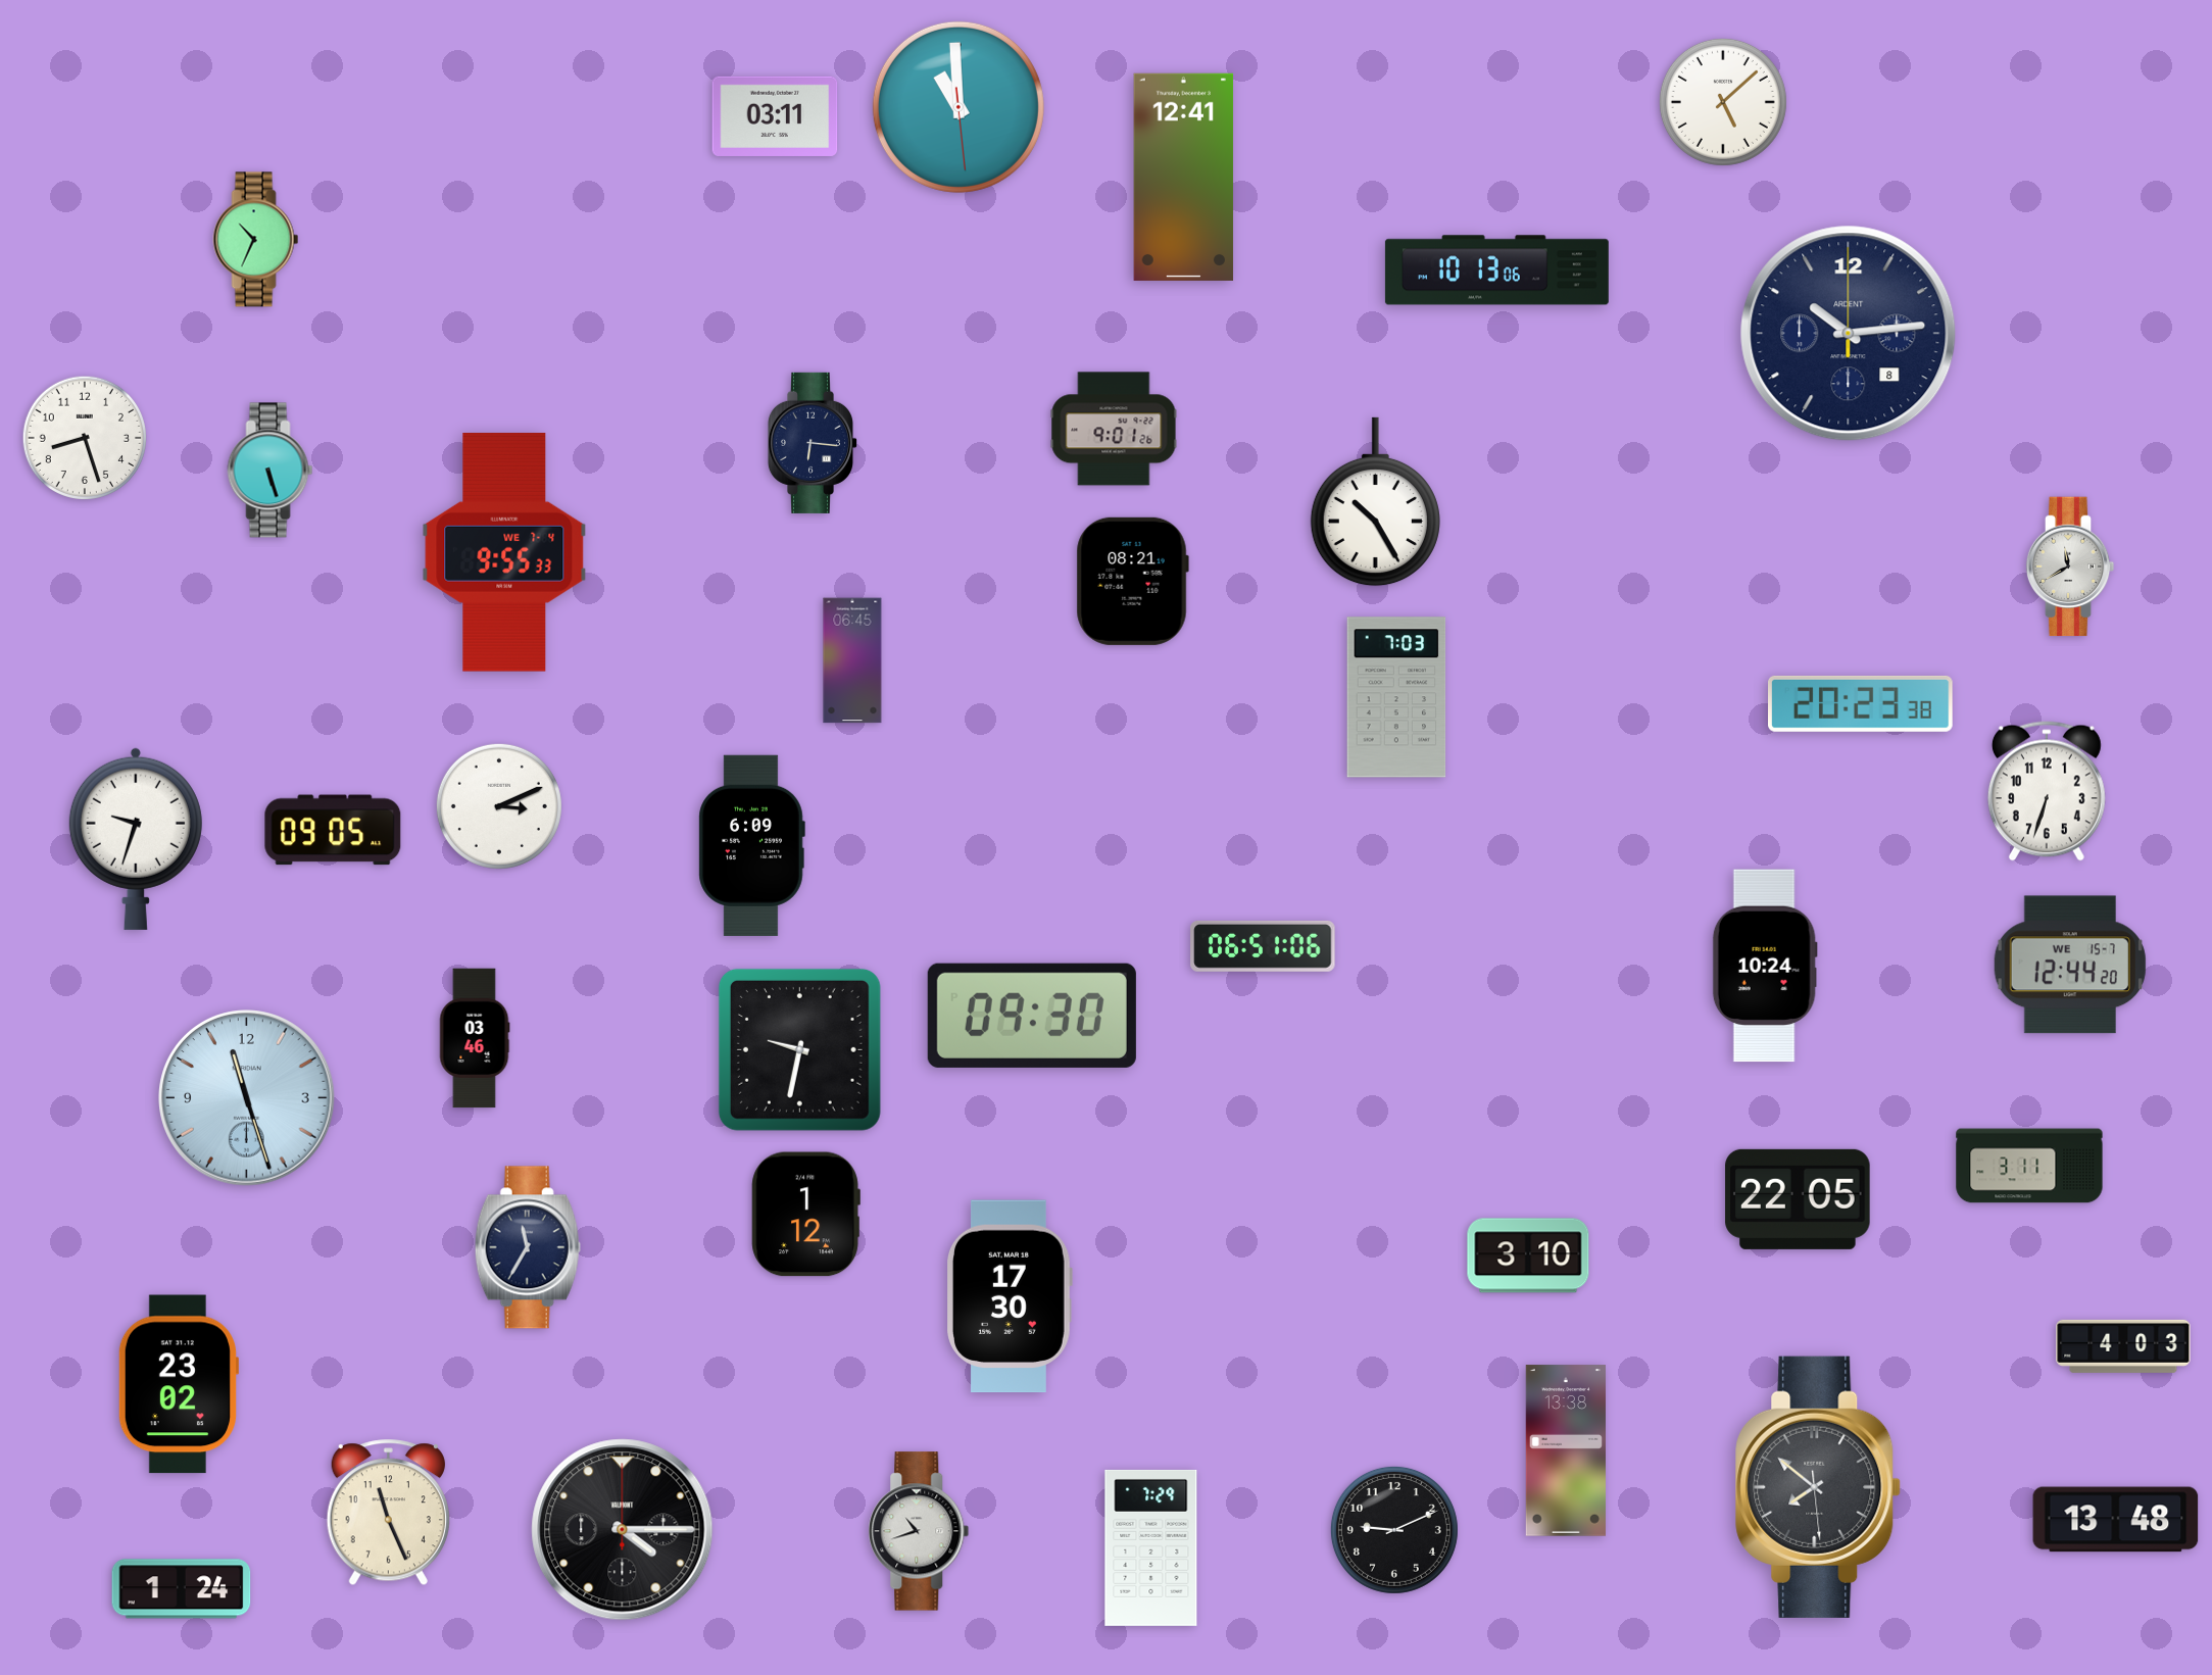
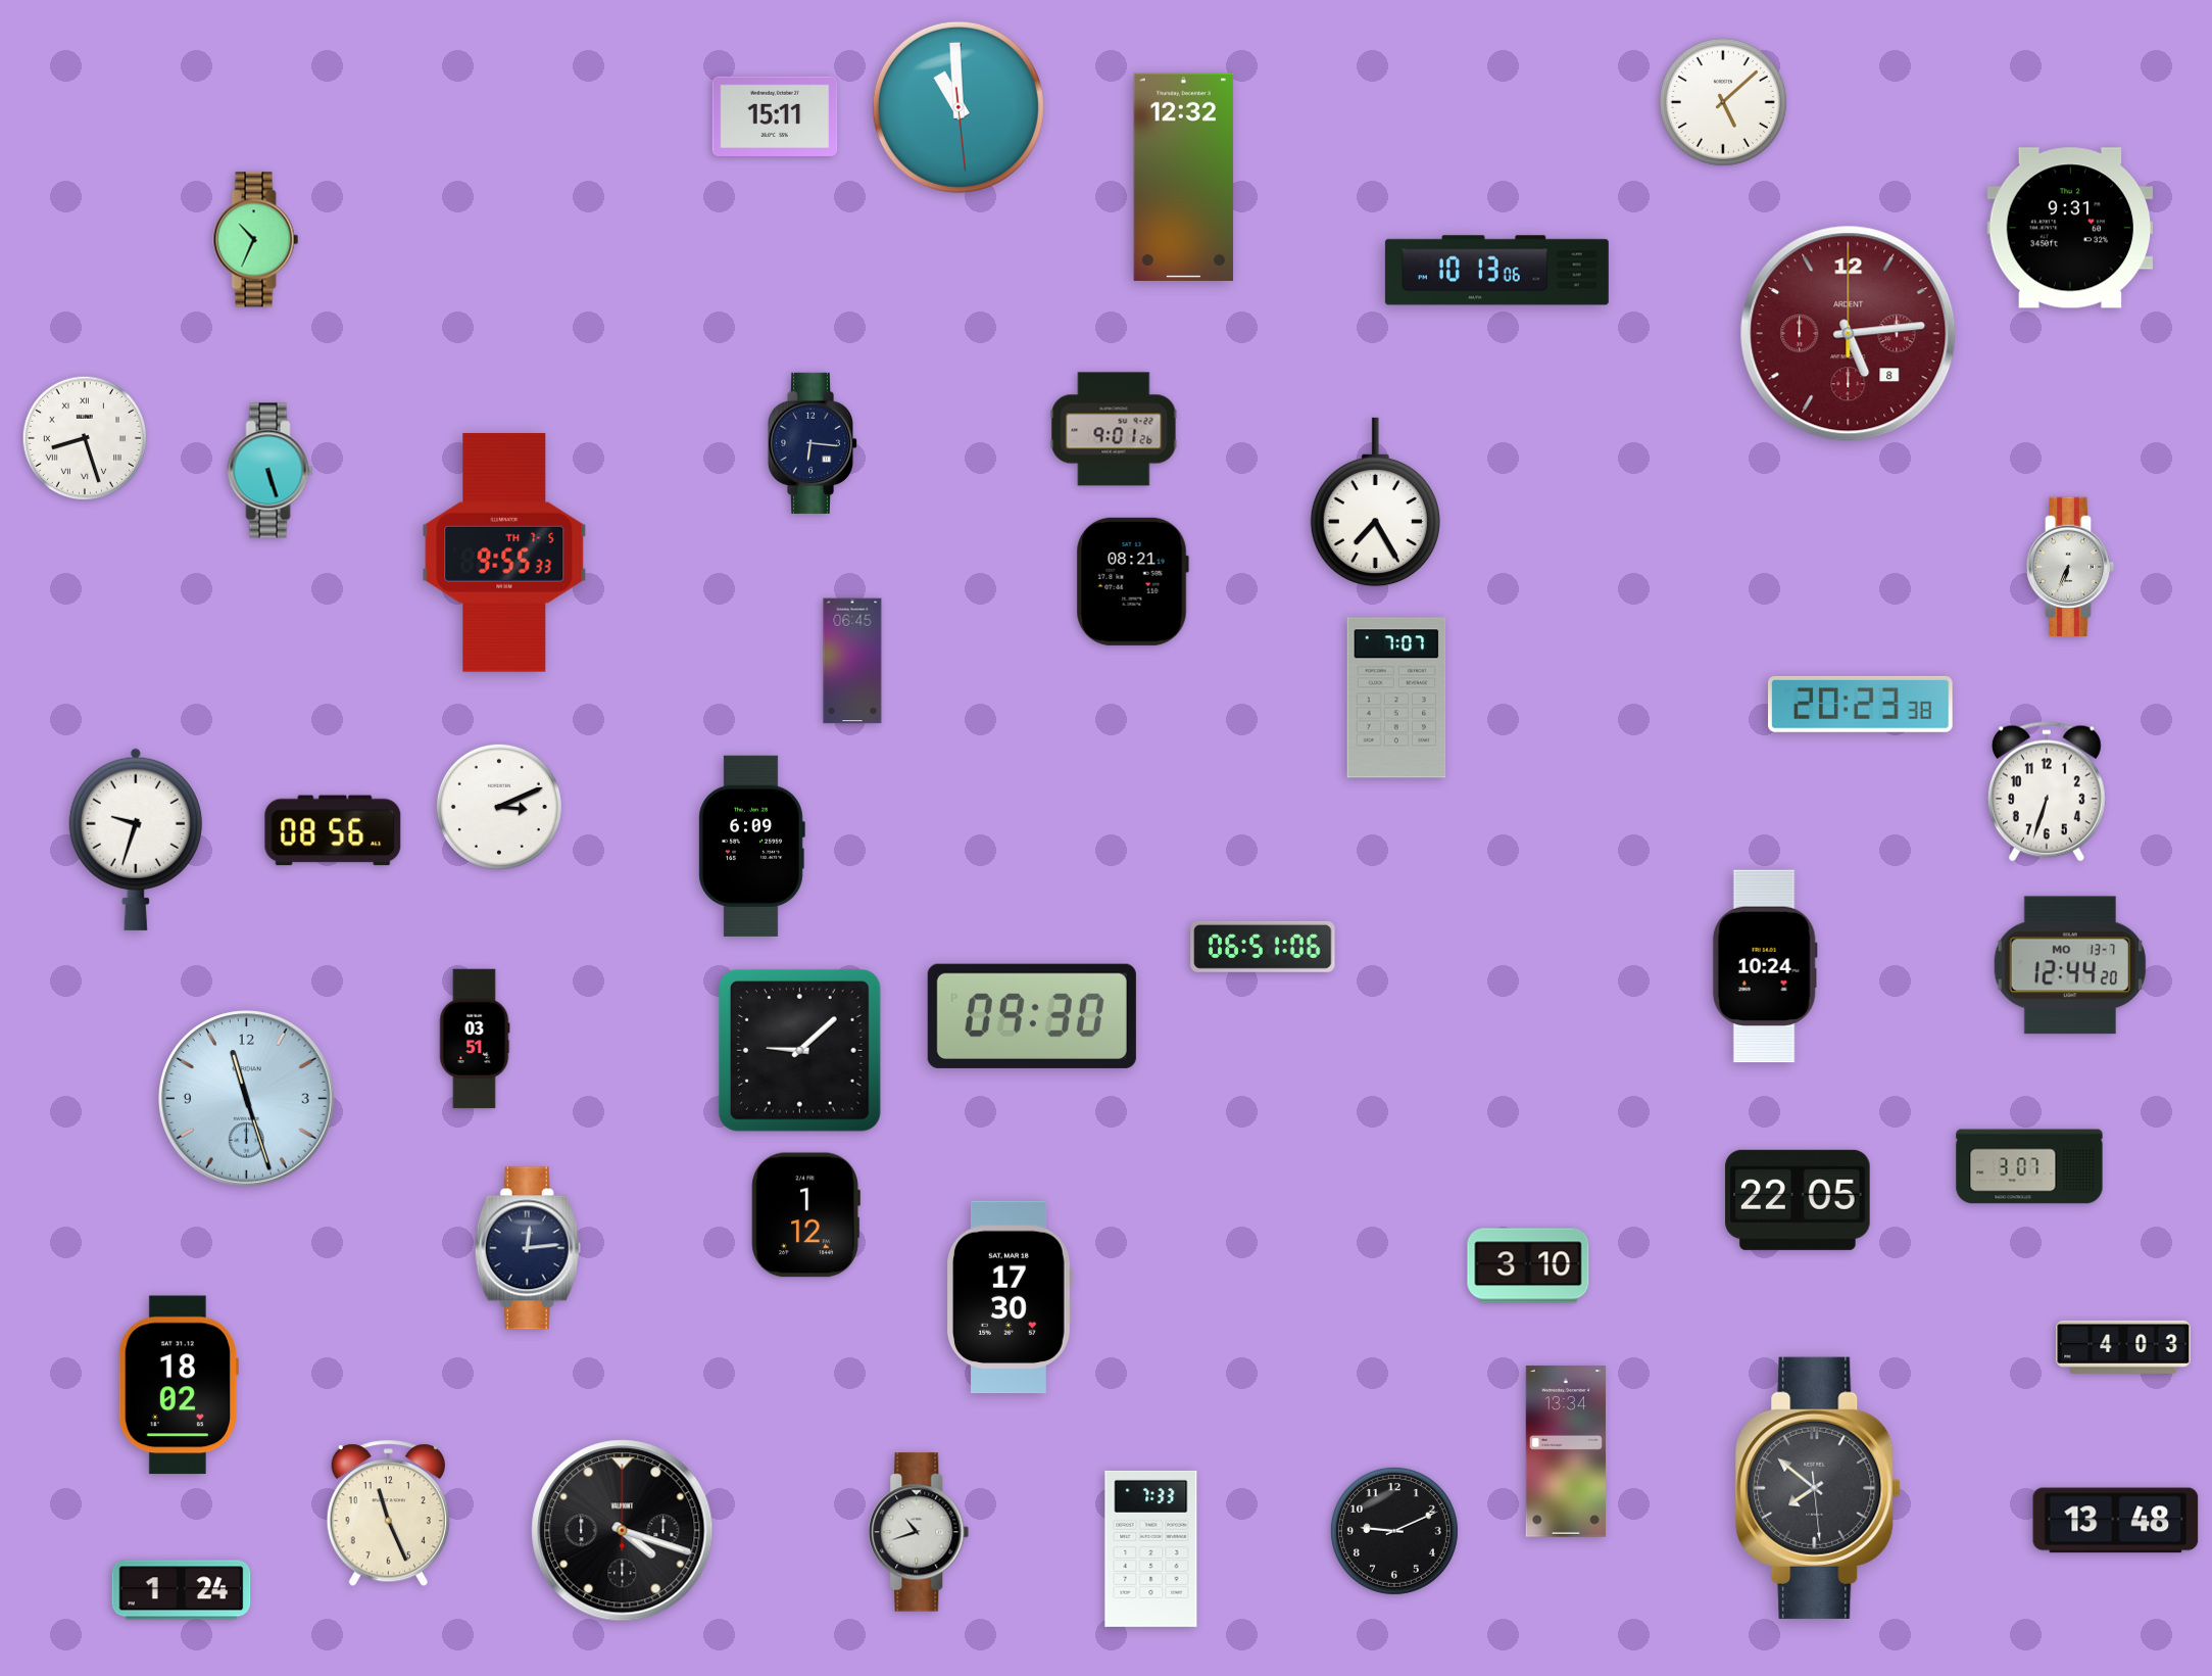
clock at (775, 116): 03:11 -> 15:11
clock at (1184, 177): 12:41 -> 12:32
clock at (2070, 228): none -> 9:31
clock at (1849, 334): 10:14 -> 5:14
clock at (1849, 334) dial: navy -> burgundy
clock at (84, 437) numerals: Arabic -> Roman
clock at (1375, 502): 10:25 -> 7:25
clock at (504, 552) date: WE 7-4 -> TH 7-5
clock at (2070, 566): 11:40 -> 6:34
clock at (1396, 697): 7:03 -> 7:07
clock at (333, 830): 09:05 -> 08:56
clock at (2070, 965) date: WE 15-7 -> MO 13-7
clock at (475, 1038): 03:46 -> 03:51
clock at (799, 1049): 9:32 -> 9:08
clock at (2029, 1166): 3:11 -> 3:07
clock at (528, 1247): 11:35 -> 12:14
clock at (1528, 1255) position: (1528, 1255) -> (1528, 1265)
clock at (178, 1384): 23:02 -> 18:02
clock at (1566, 1450): 13:38 -> 13:34
clock at (623, 1530): 4:15 -> 4:18
clock at (1151, 1547): 7:29 -> 7:33
